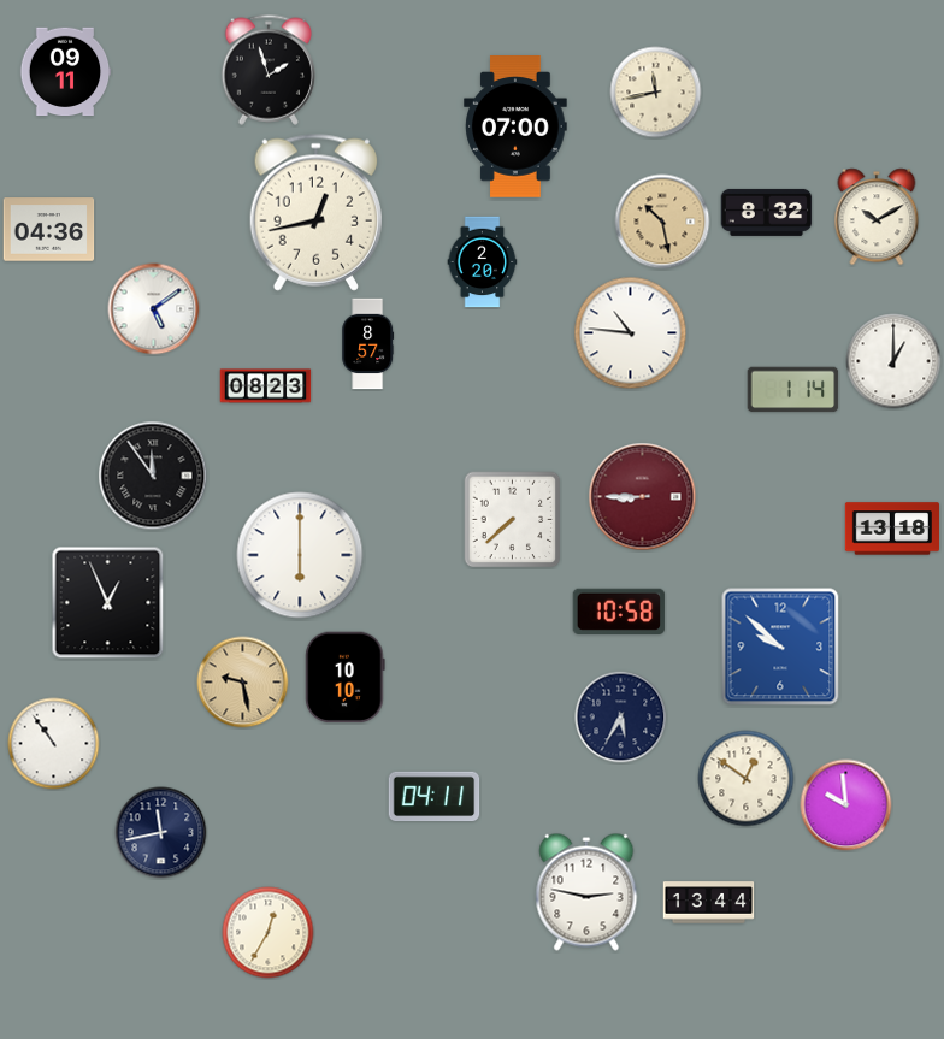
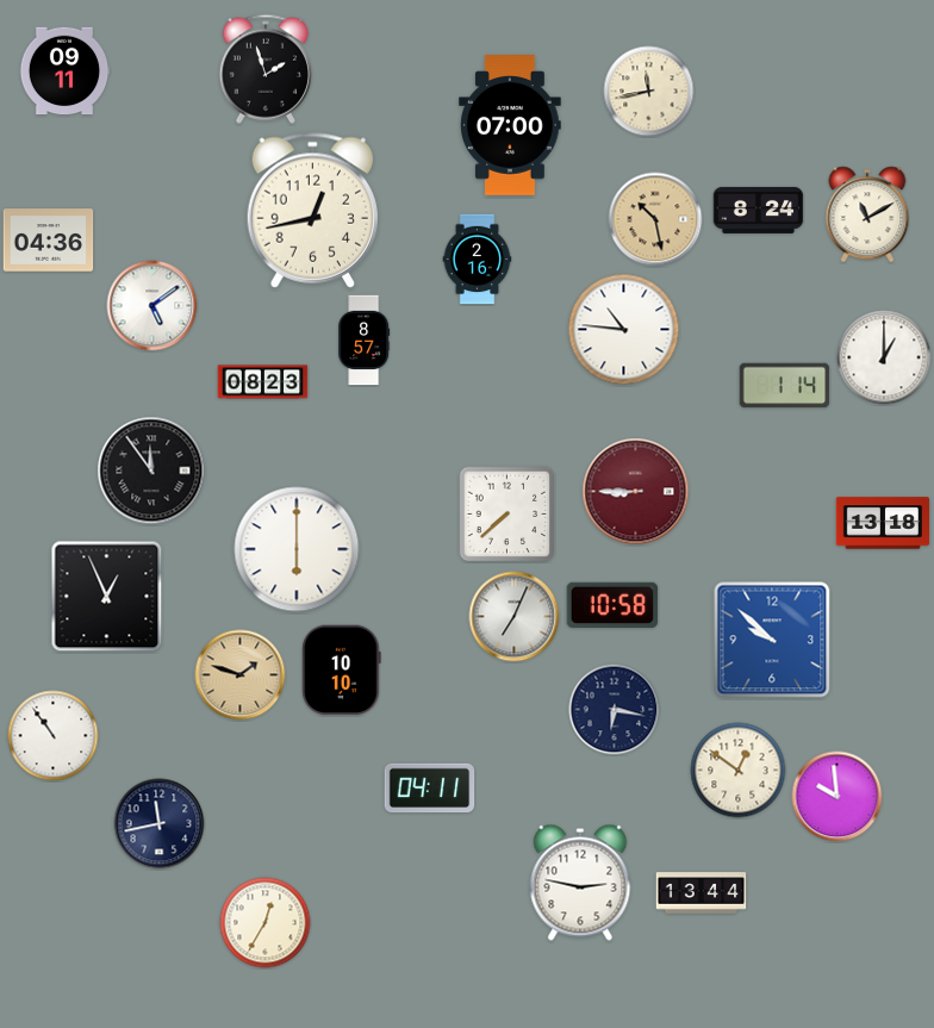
clock at (767, 212): 8:32 -> 8:24
clock at (877, 217): 10:10 -> 11:10
clock at (49, 230) position: (49, 230) -> (49, 241)
clock at (483, 262): 2:20 -> 2:16
clock at (515, 617): none -> 7:04
clock at (243, 683): 9:28 -> 1:48
clock at (621, 718): 5:35 -> 6:17
